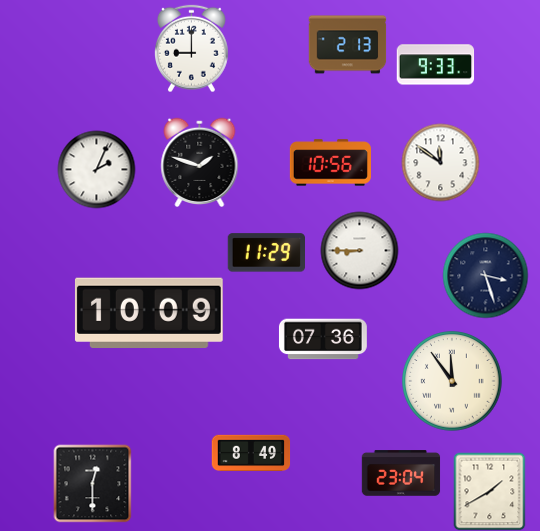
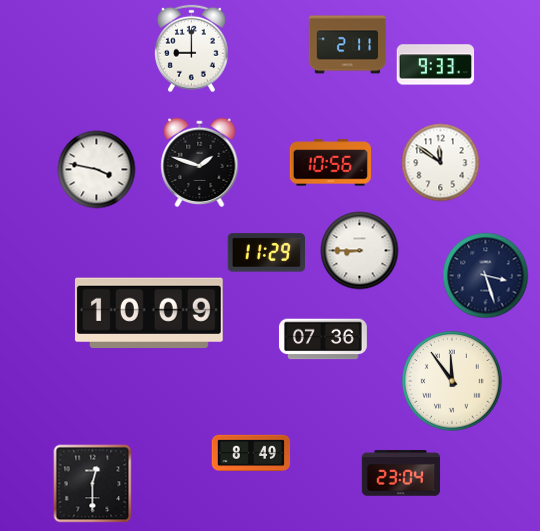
clock at (347, 45): 2:13 -> 2:11
clock at (96, 169): 2:04 -> 3:47
clock at (490, 491): 1:40 -> none
